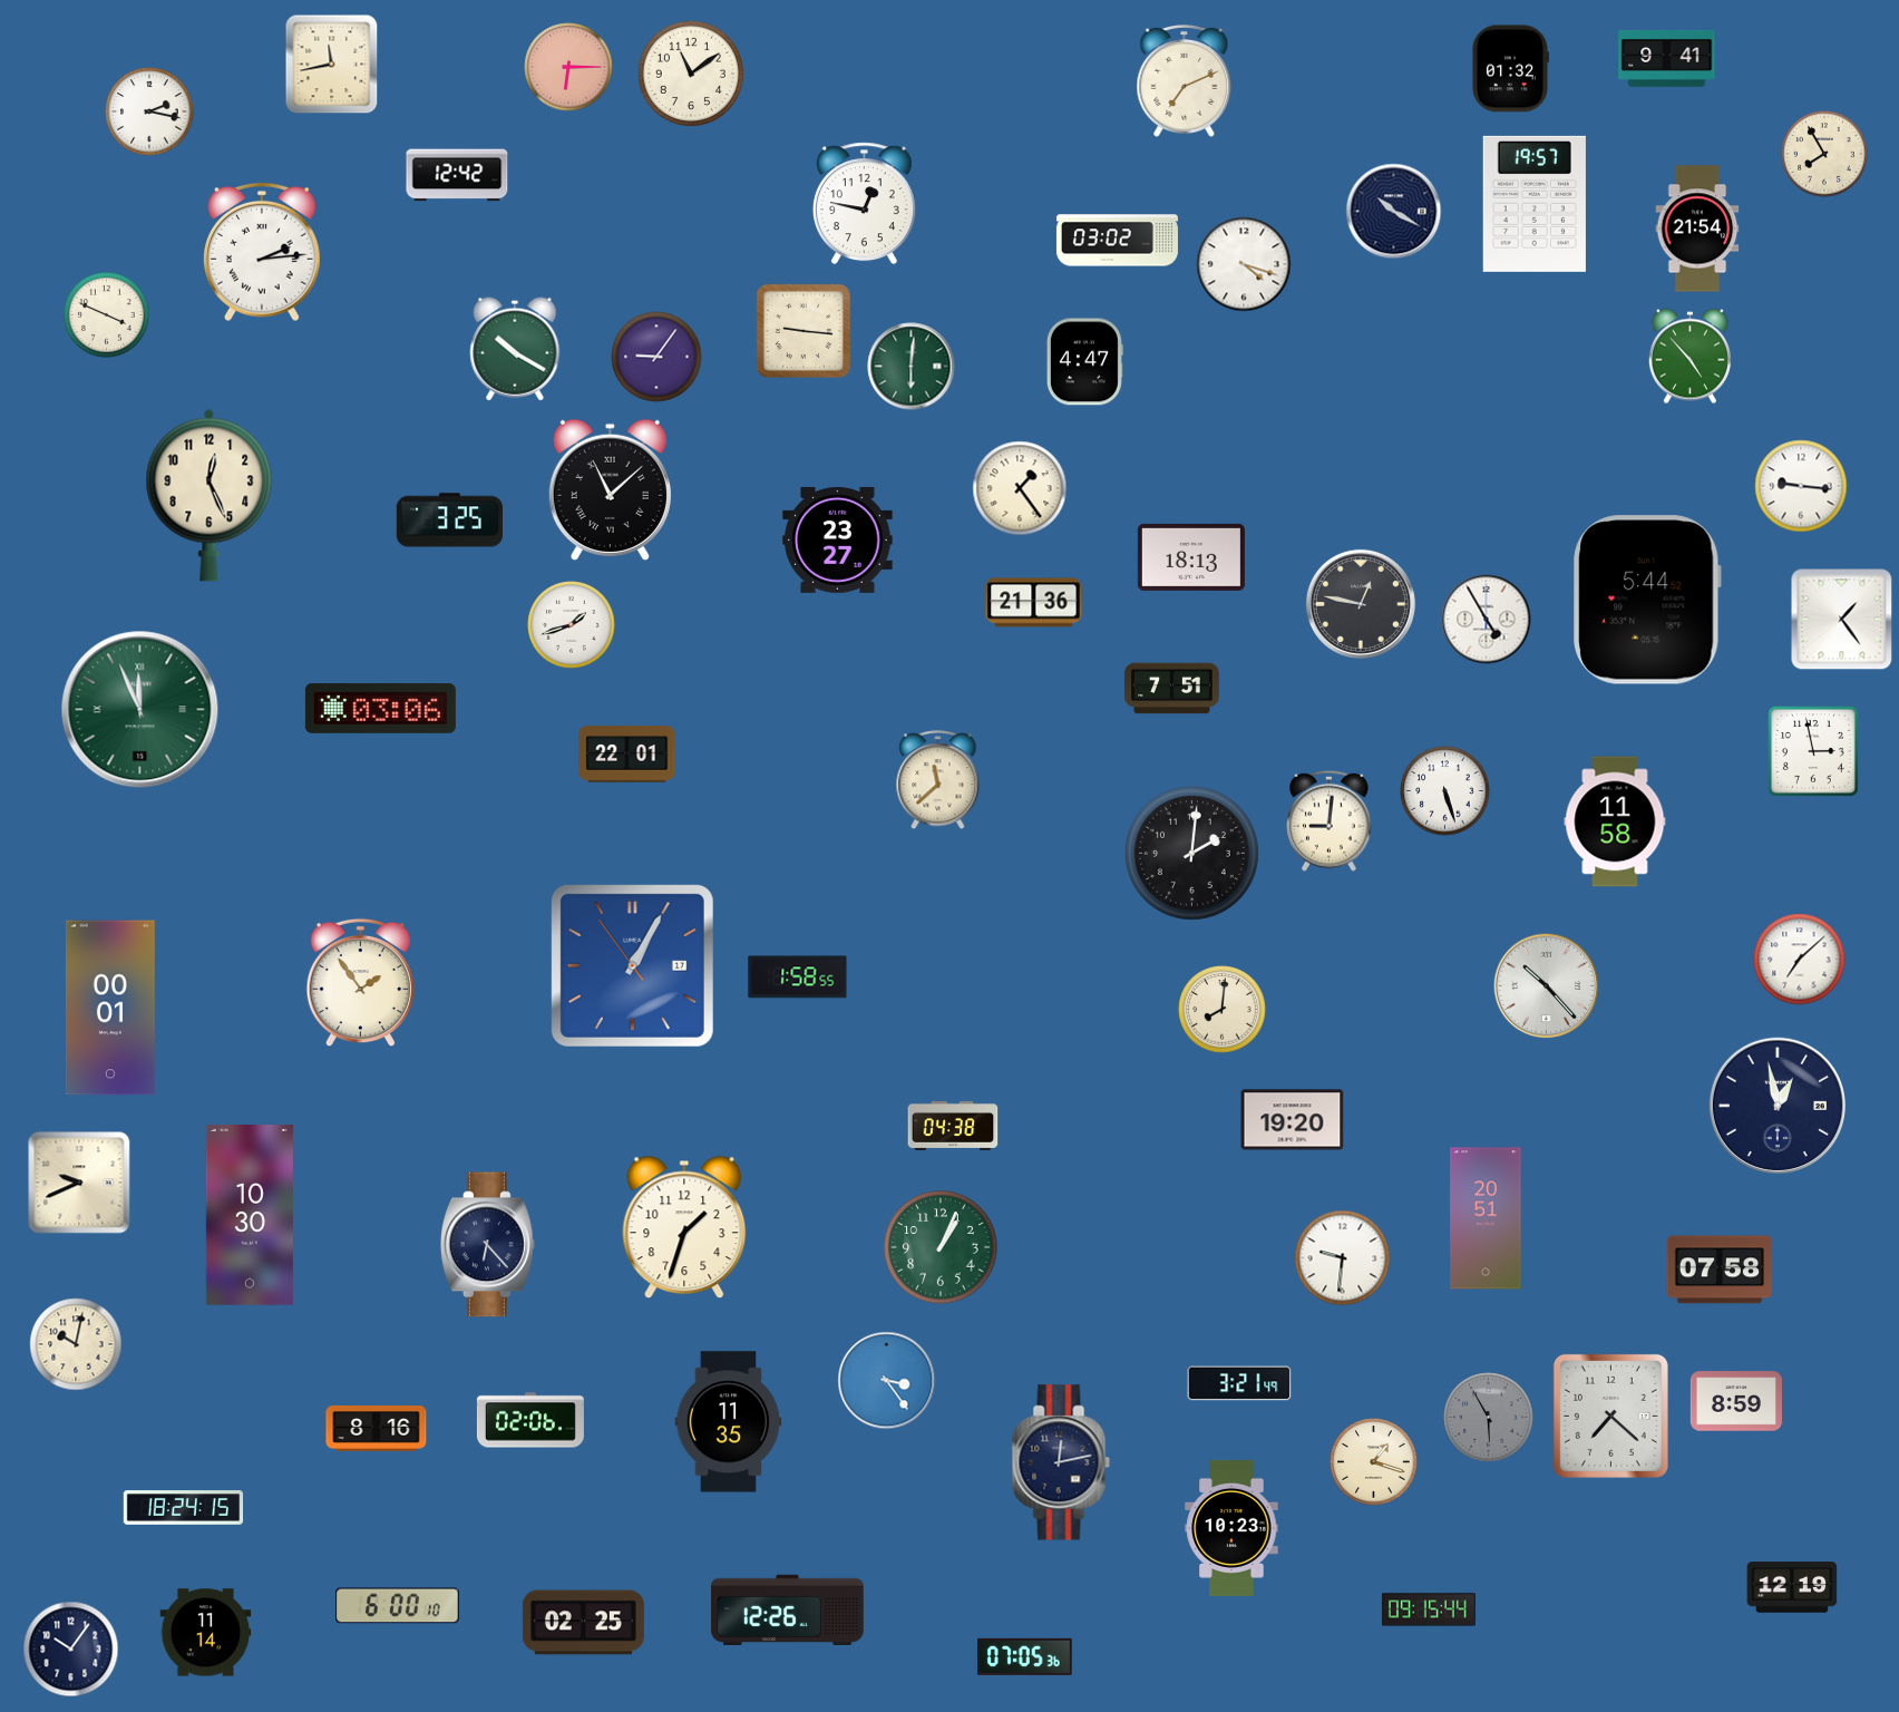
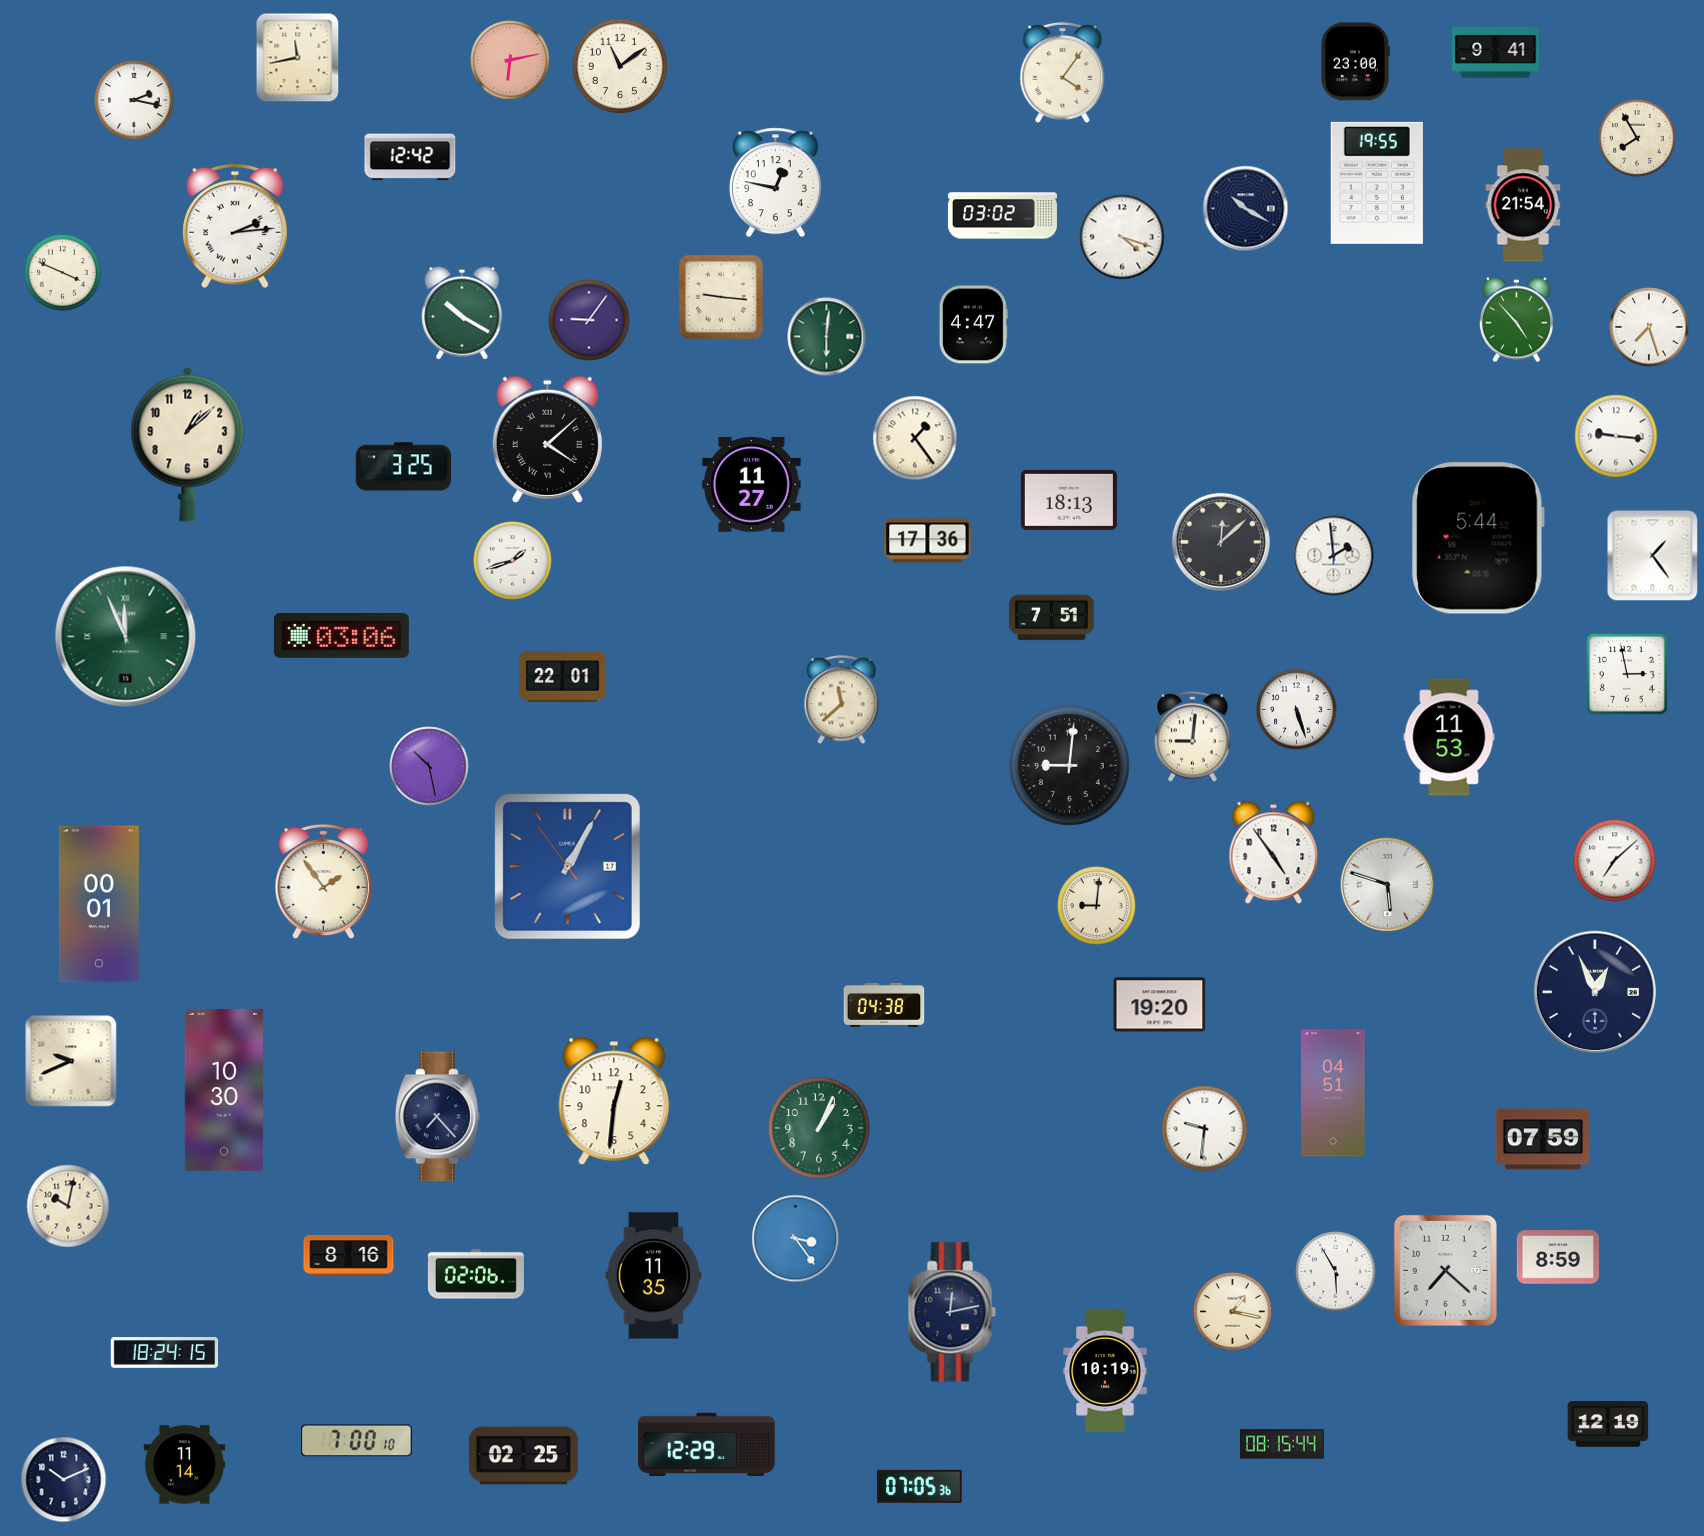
clock at (568, 67): 6:15 -> 6:13
clock at (1510, 69): 01:32 -> 23:00
clock at (1185, 80): 7:11 -> 4:06
clock at (1535, 204): 19:57 -> 19:55
clock at (1394, 212) position: (1394, 212) -> (1246, 209)
clock at (1244, 264) position: (1244, 264) -> (1122, 237)
clock at (107, 315) position: (107, 315) -> (63, 273)
clock at (1649, 327): none -> 7:27
clock at (912, 367) position: (912, 367) -> (827, 337)
clock at (610, 489): 11:08 -> 4:08
clock at (210, 495): 12:26 -> 1:08
clock at (838, 539): 23:27 -> 11:27
clock at (1034, 603): 21:36 -> 17:36
clock at (1361, 604): 12:47 -> 12:08
clock at (1487, 620): 4:55 -> 1:59
clock at (1615, 821): 11:58 -> 11:53
clock at (1191, 853): 2:01 -> 9:01
clock at (429, 766): none -> 10:28
clock at (1274, 853): none -> 4:54
clock at (798, 977): 1:58 -> none
clock at (1547, 986): 10:23 -> 5:48
clock at (1223, 1010): 8:01 -> 9:01
clock at (1776, 1105): 12:58 -> 12:56
clock at (953, 1126) position: (953, 1126) -> (884, 1005)
clock at (1486, 1218): 20:51 -> 04:51
clock at (684, 1227): 1:33 -> 12:31
clock at (487, 1245): 6:23 -> 7:23
clock at (941, 1247) position: (941, 1247) -> (819, 1128)
clock at (1720, 1270): 07:58 -> 07:59
clock at (1239, 1383): 3:21 -> none
clock at (1489, 1418) dial: grey -> white
clock at (377, 1428) position: (377, 1428) -> (349, 1255)
clock at (1374, 1462): 1:18 -> 1:17
clock at (1231, 1528): 10:23 -> 10:19
clock at (398, 1606): 6:00 -> 7:00
clock at (788, 1609): 12:26 -> 12:29
clock at (1429, 1609): 09:15 -> 08:15
clock at (71, 1650): 10:06 -> 10:11
